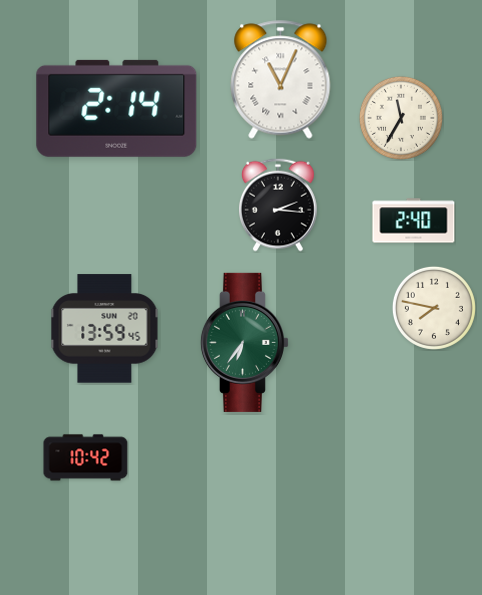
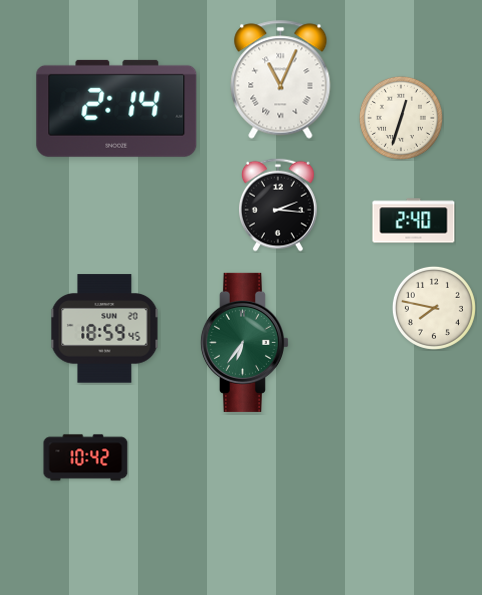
clock at (401, 118): 11:35 -> 12:33
clock at (105, 329): 13:59 -> 18:59
